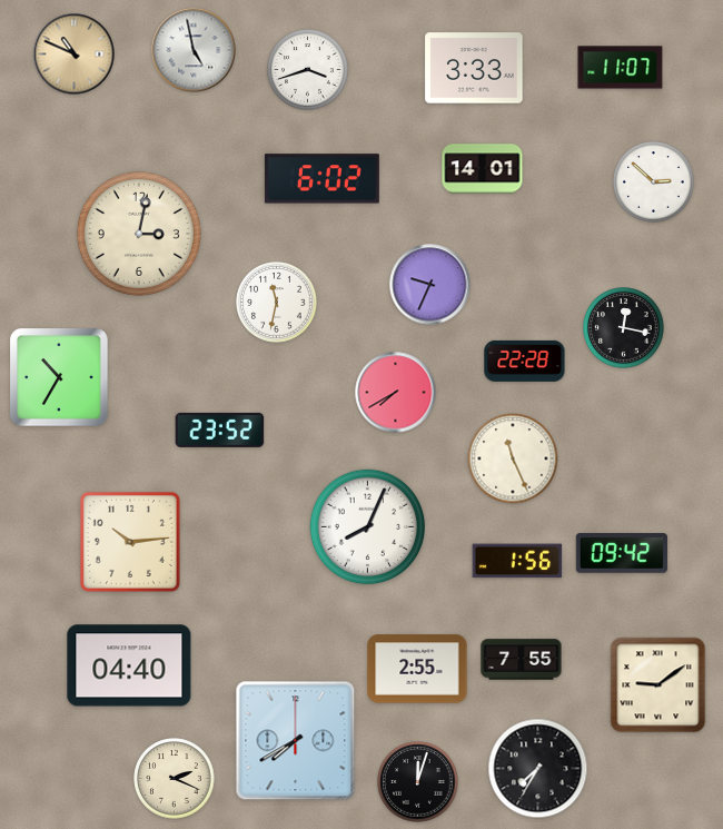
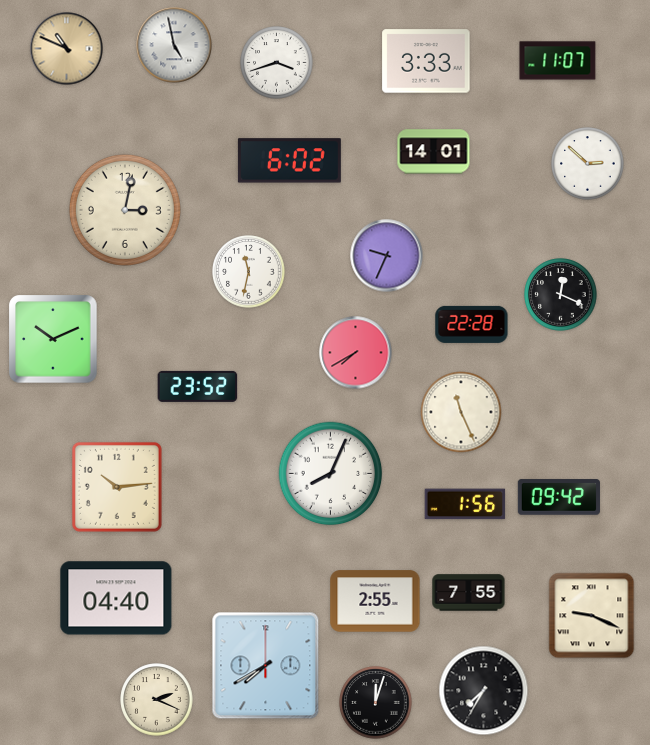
clock at (624, 328): 12:17 -> 12:19
clock at (59, 377): 10:35 -> 10:11
clock at (658, 685): 9:09 -> 9:19
